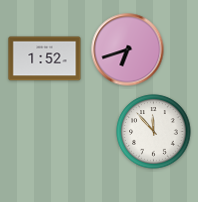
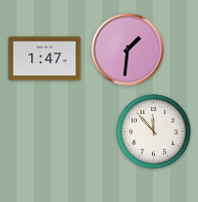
clock at (128, 50): 6:42 -> 1:31
clock at (45, 59): 1:52 -> 1:47
